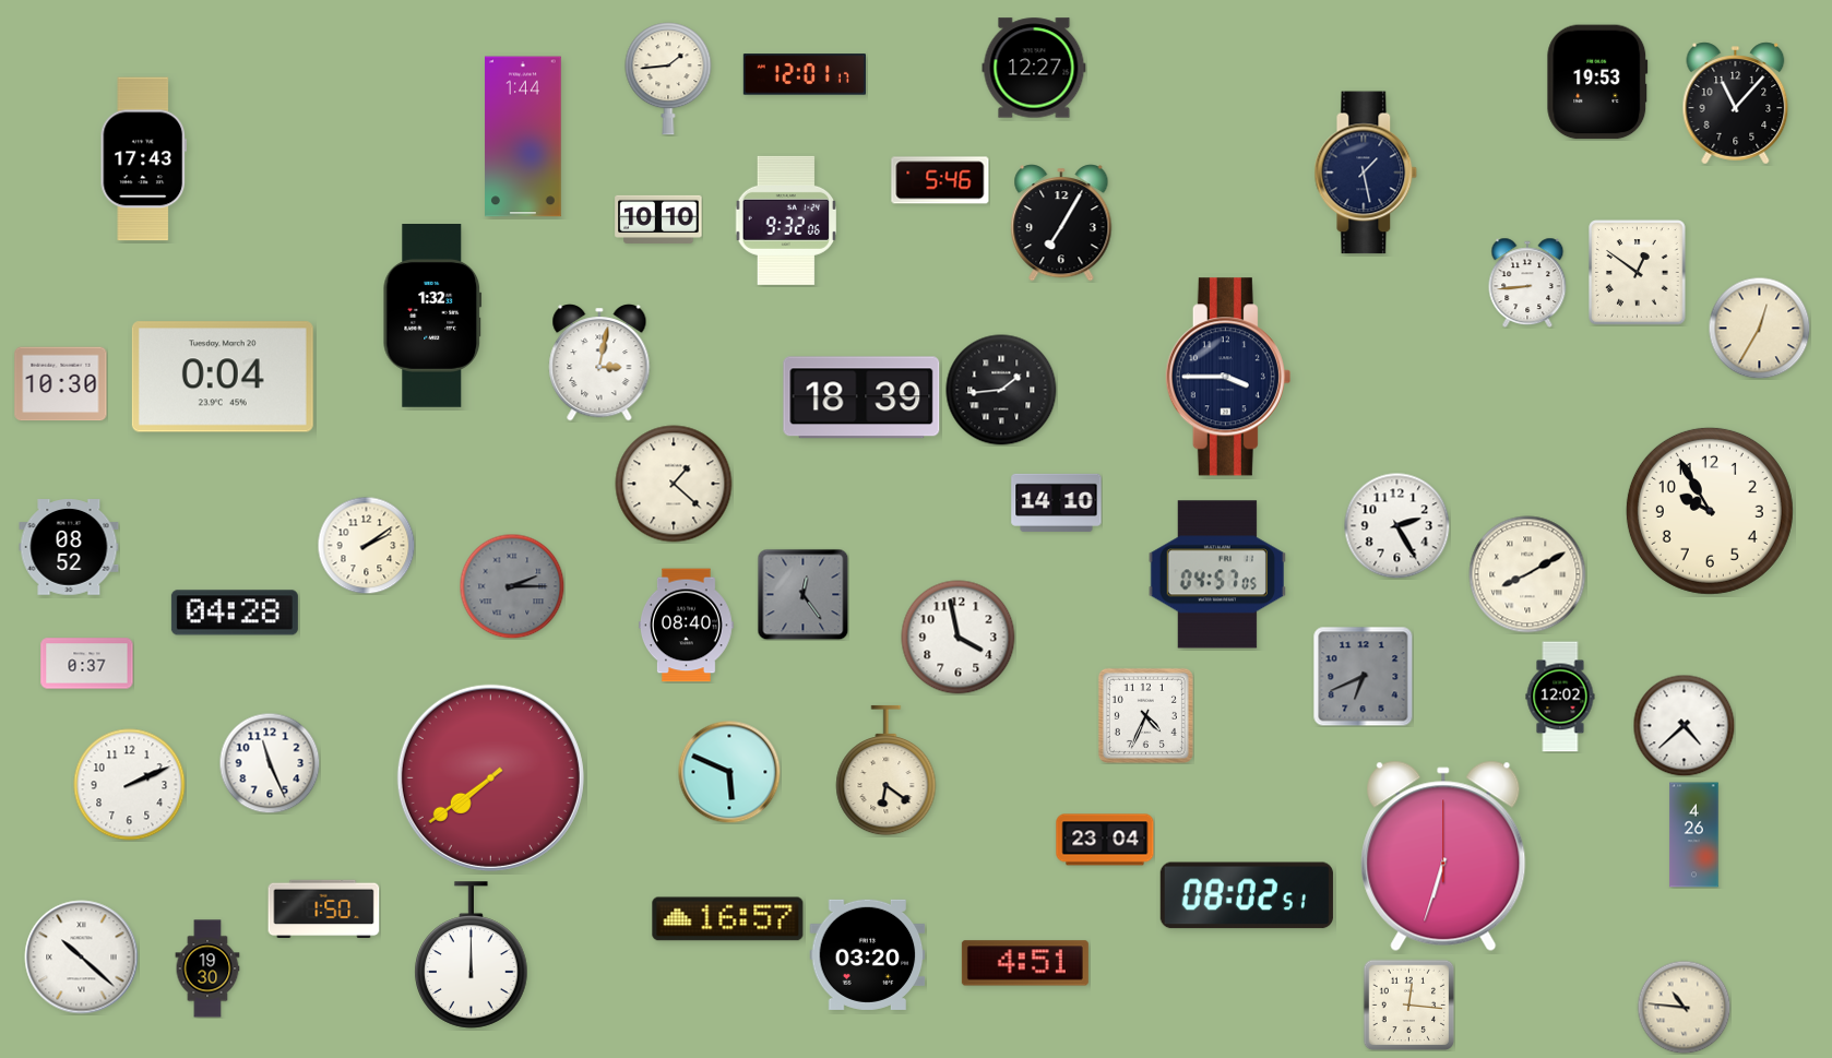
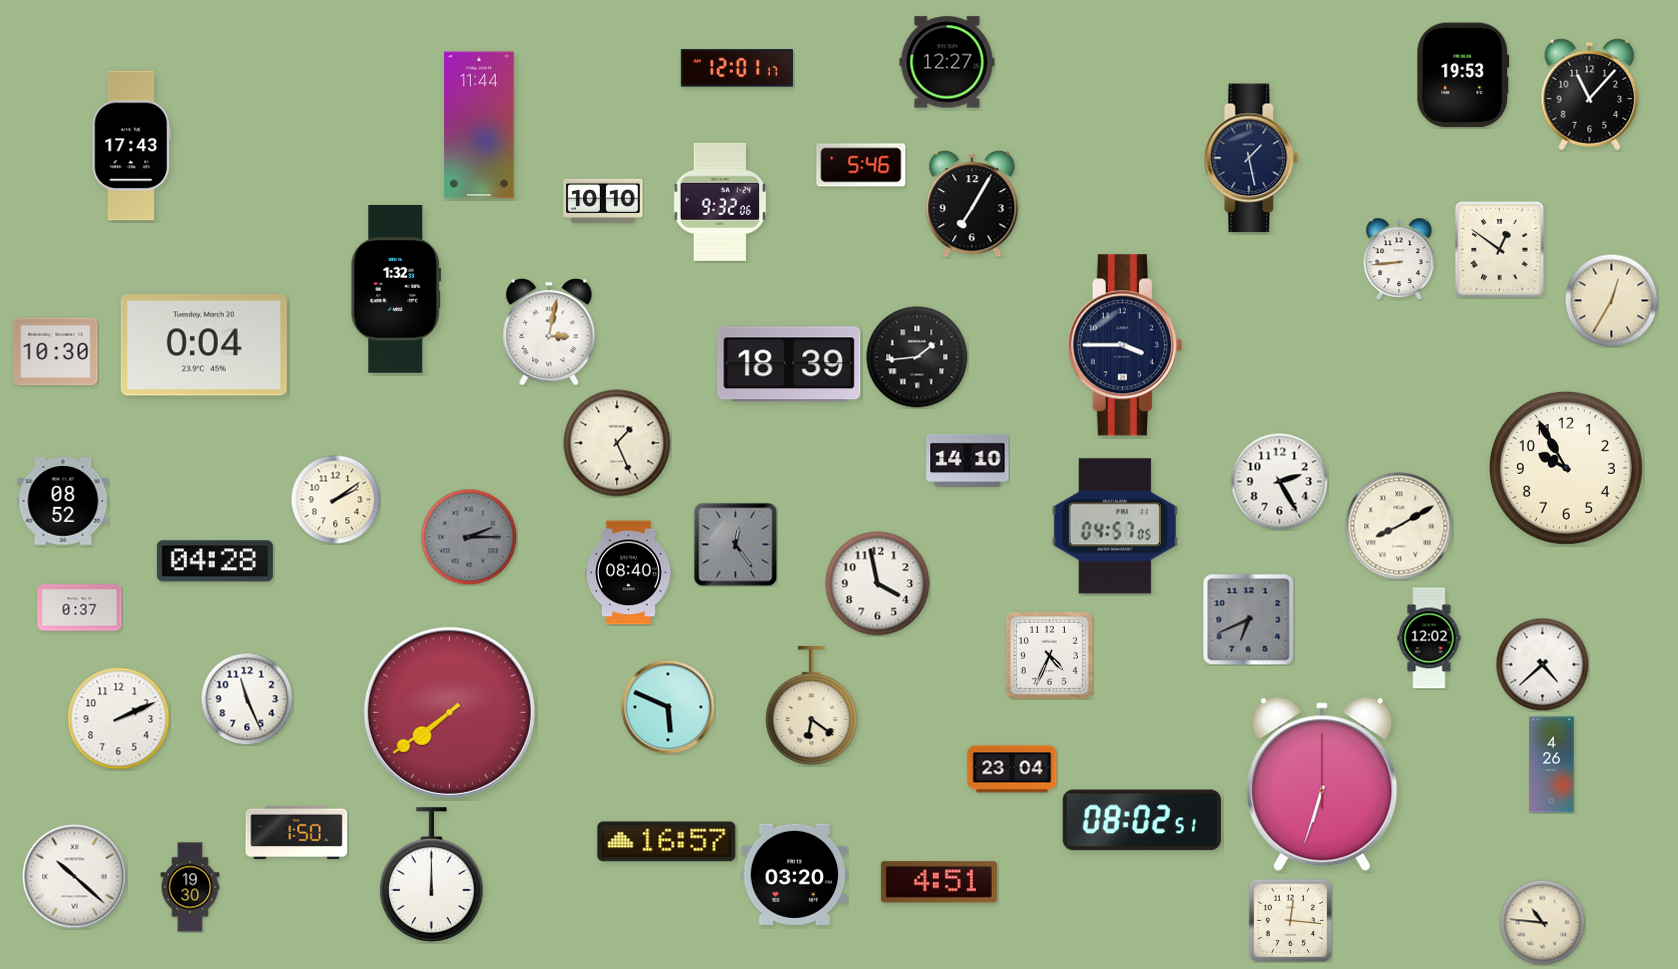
clock at (668, 79): 1:44 -> none
clock at (523, 136): 1:44 -> 11:44
clock at (674, 484): 1:22 -> 1:26
